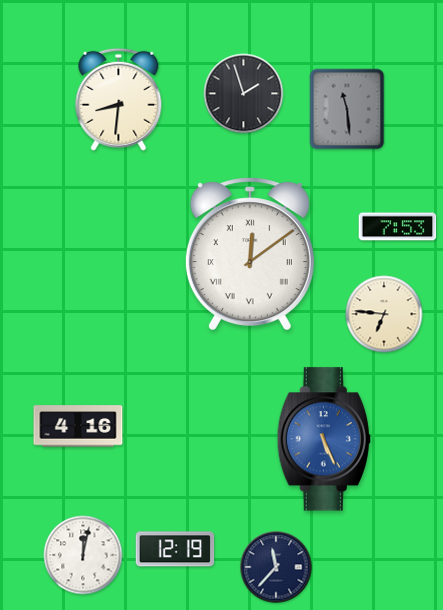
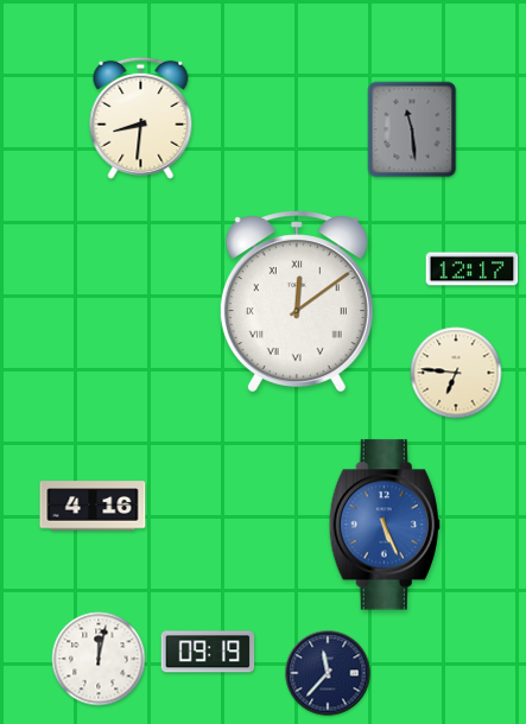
clock at (244, 94): 1:57 -> none
clock at (398, 227): 7:53 -> 12:17
clock at (324, 439) position: (324, 439) -> (385, 525)
clock at (175, 549): 12:19 -> 09:19
